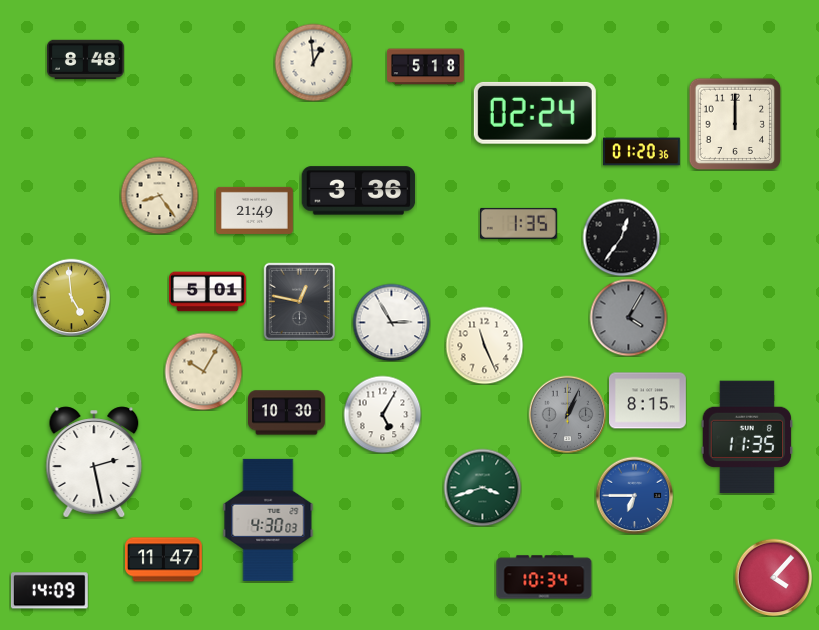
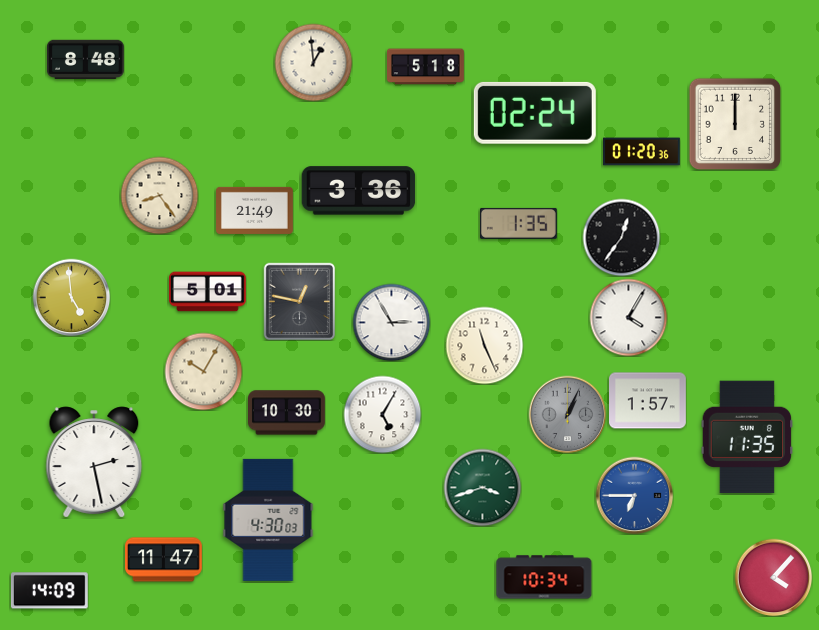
clock at (628, 317) dial: grey -> white
clock at (648, 401): 8:15 -> 1:57
